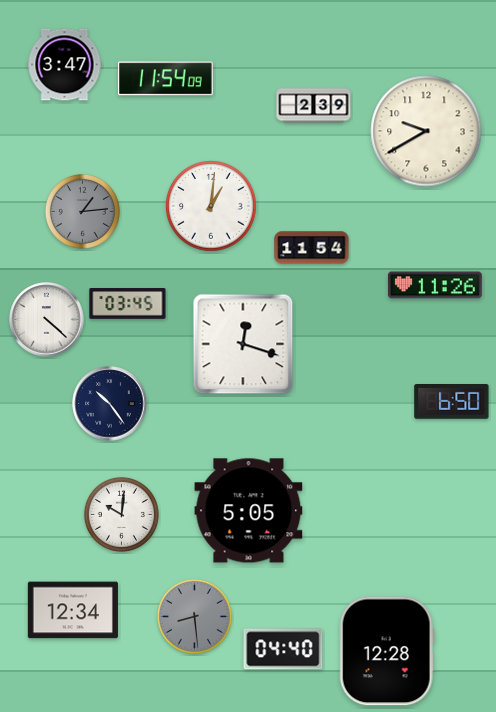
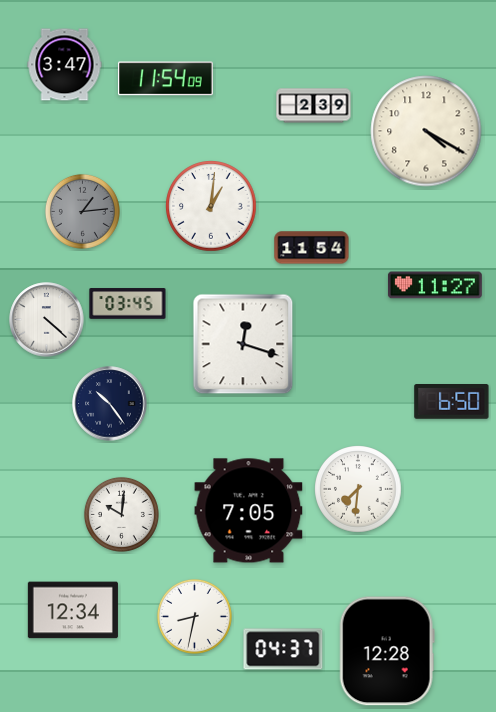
clock at (426, 131): 9:40 -> 4:20
clock at (435, 285): 11:26 -> 11:27
clock at (358, 489): none -> 7:31
clock at (249, 511): 5:05 -> 7:05
clock at (194, 616): 8:29 -> 8:32
clock at (194, 616) dial: grey -> white
clock at (283, 649): 04:40 -> 04:37
